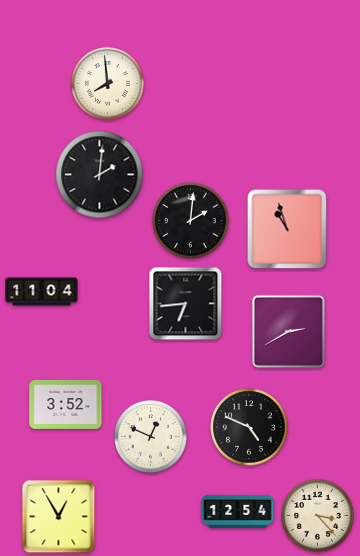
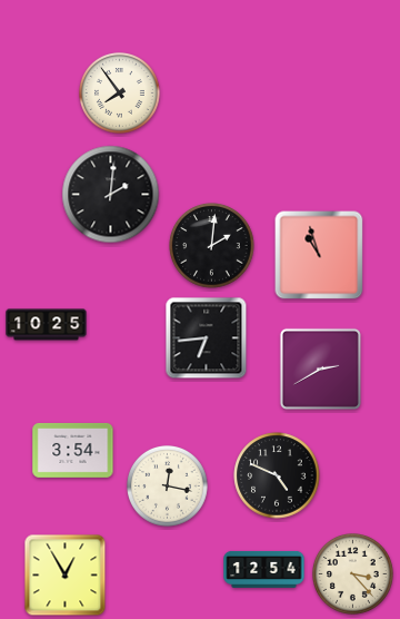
clock at (108, 84): 7:59 -> 7:54
clock at (42, 292): 11:04 -> 10:25
clock at (66, 404): 3:52 -> 3:54
clock at (151, 437): 12:49 -> 12:17
